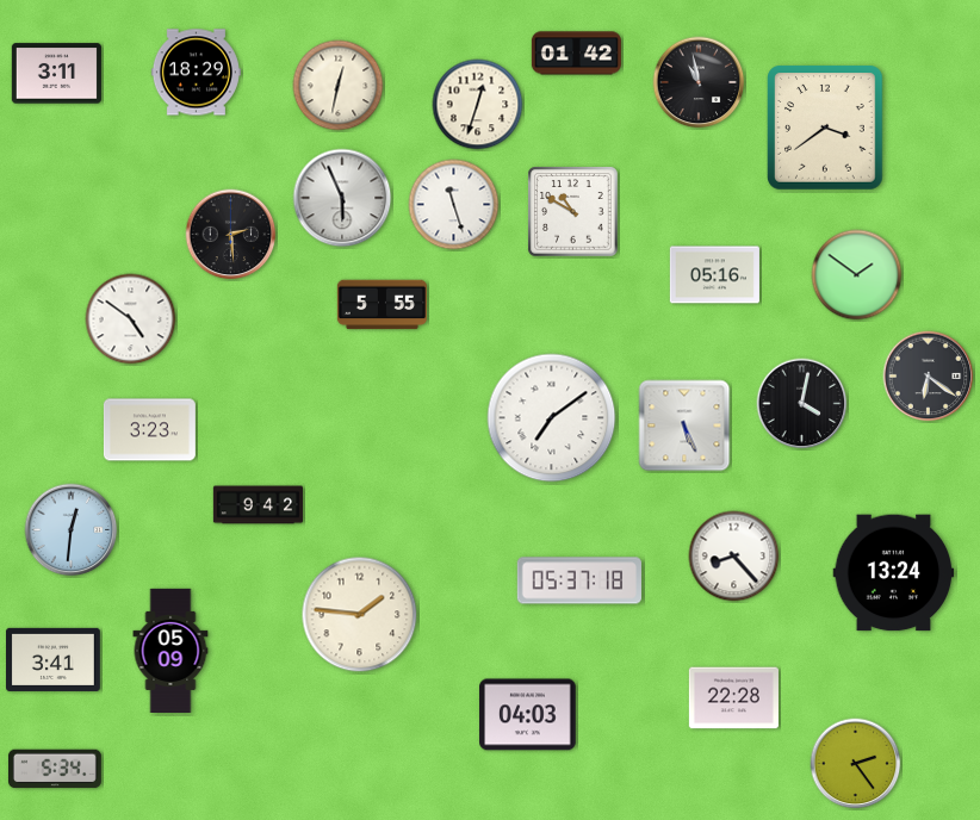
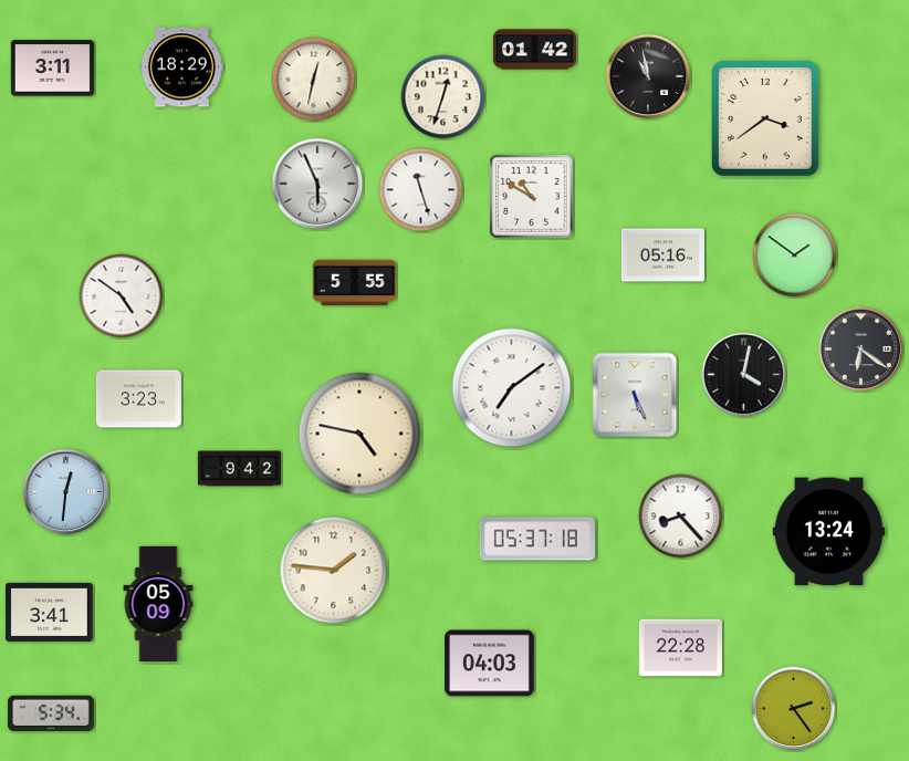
clock at (231, 235): 2:29 -> none
clock at (359, 434): none -> 4:47
